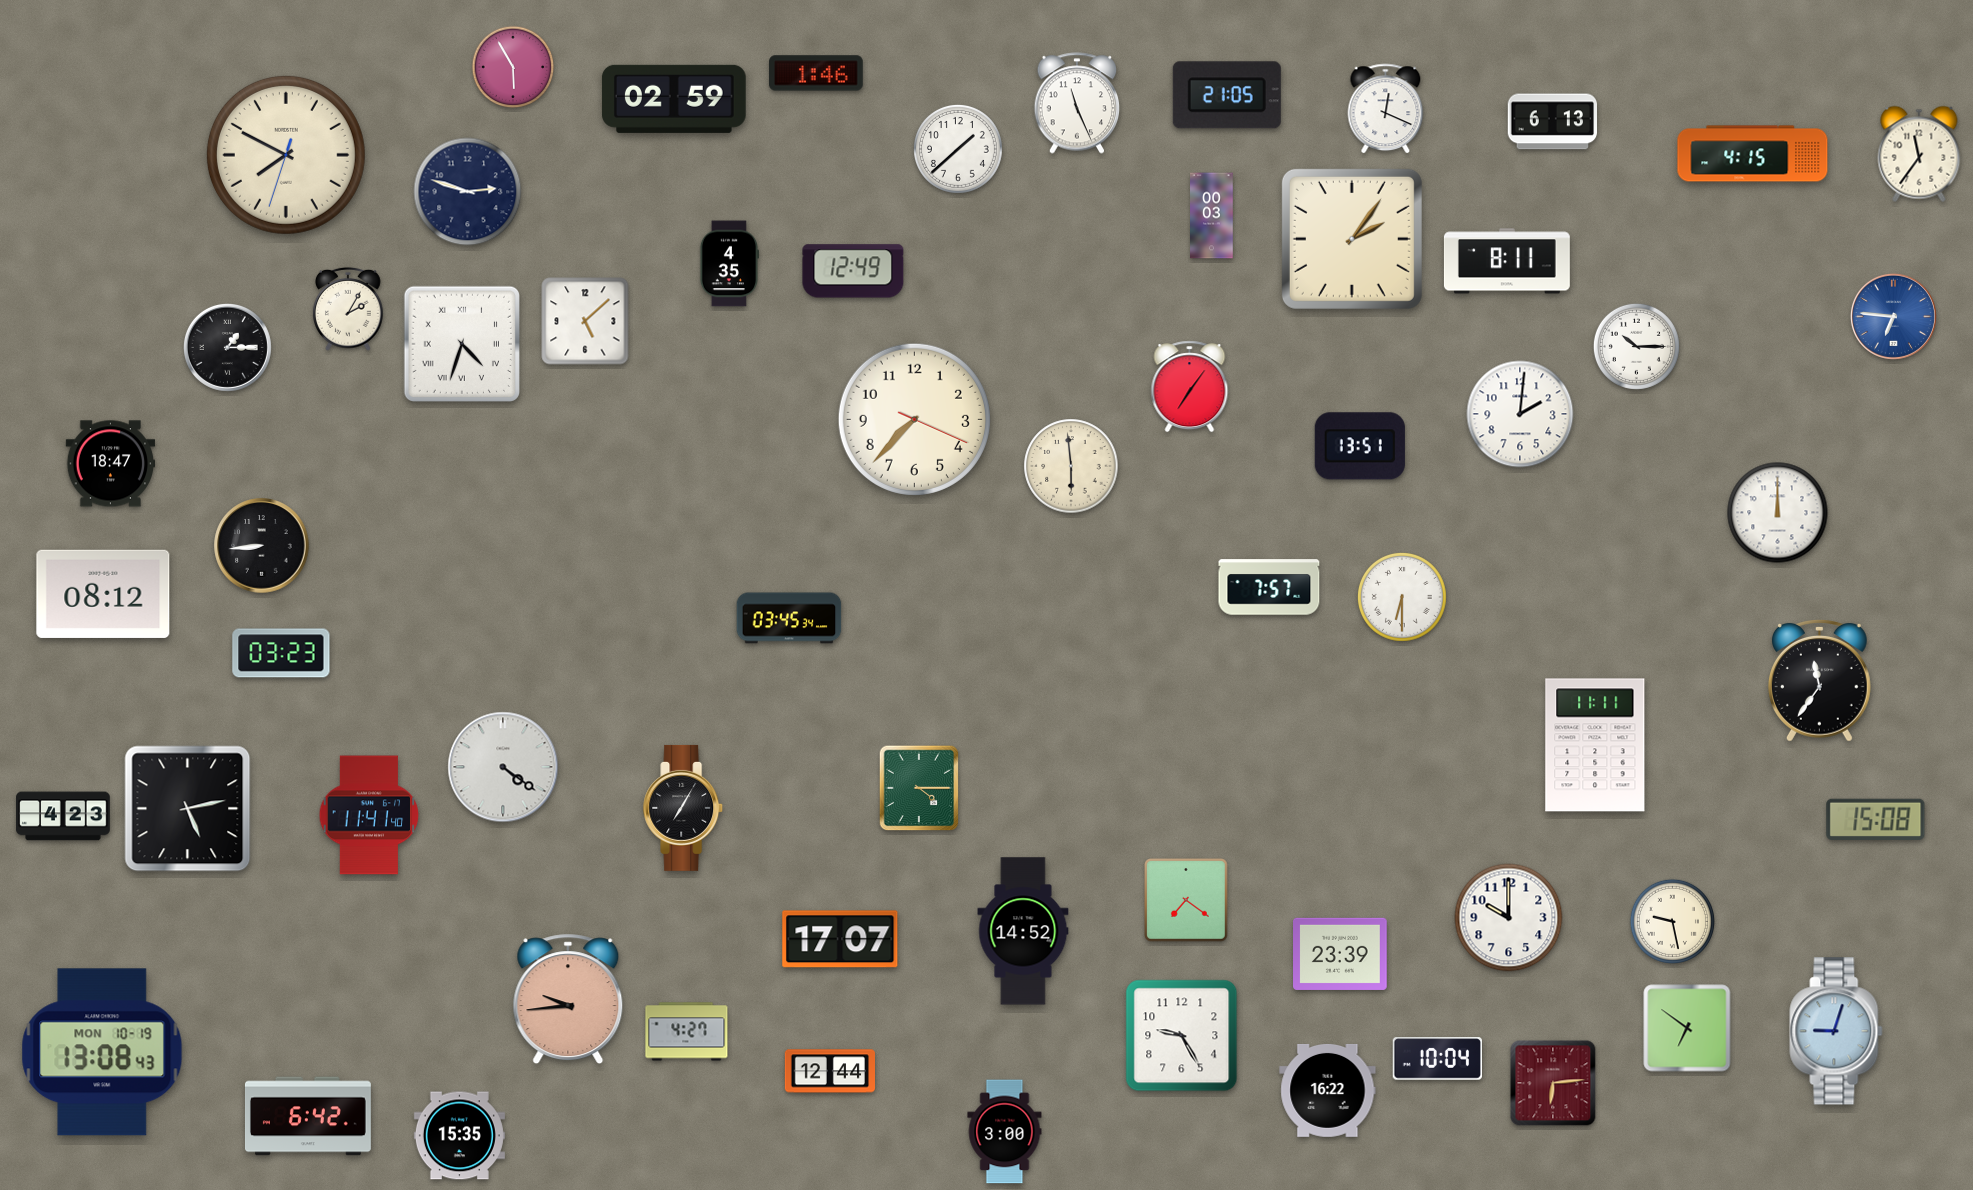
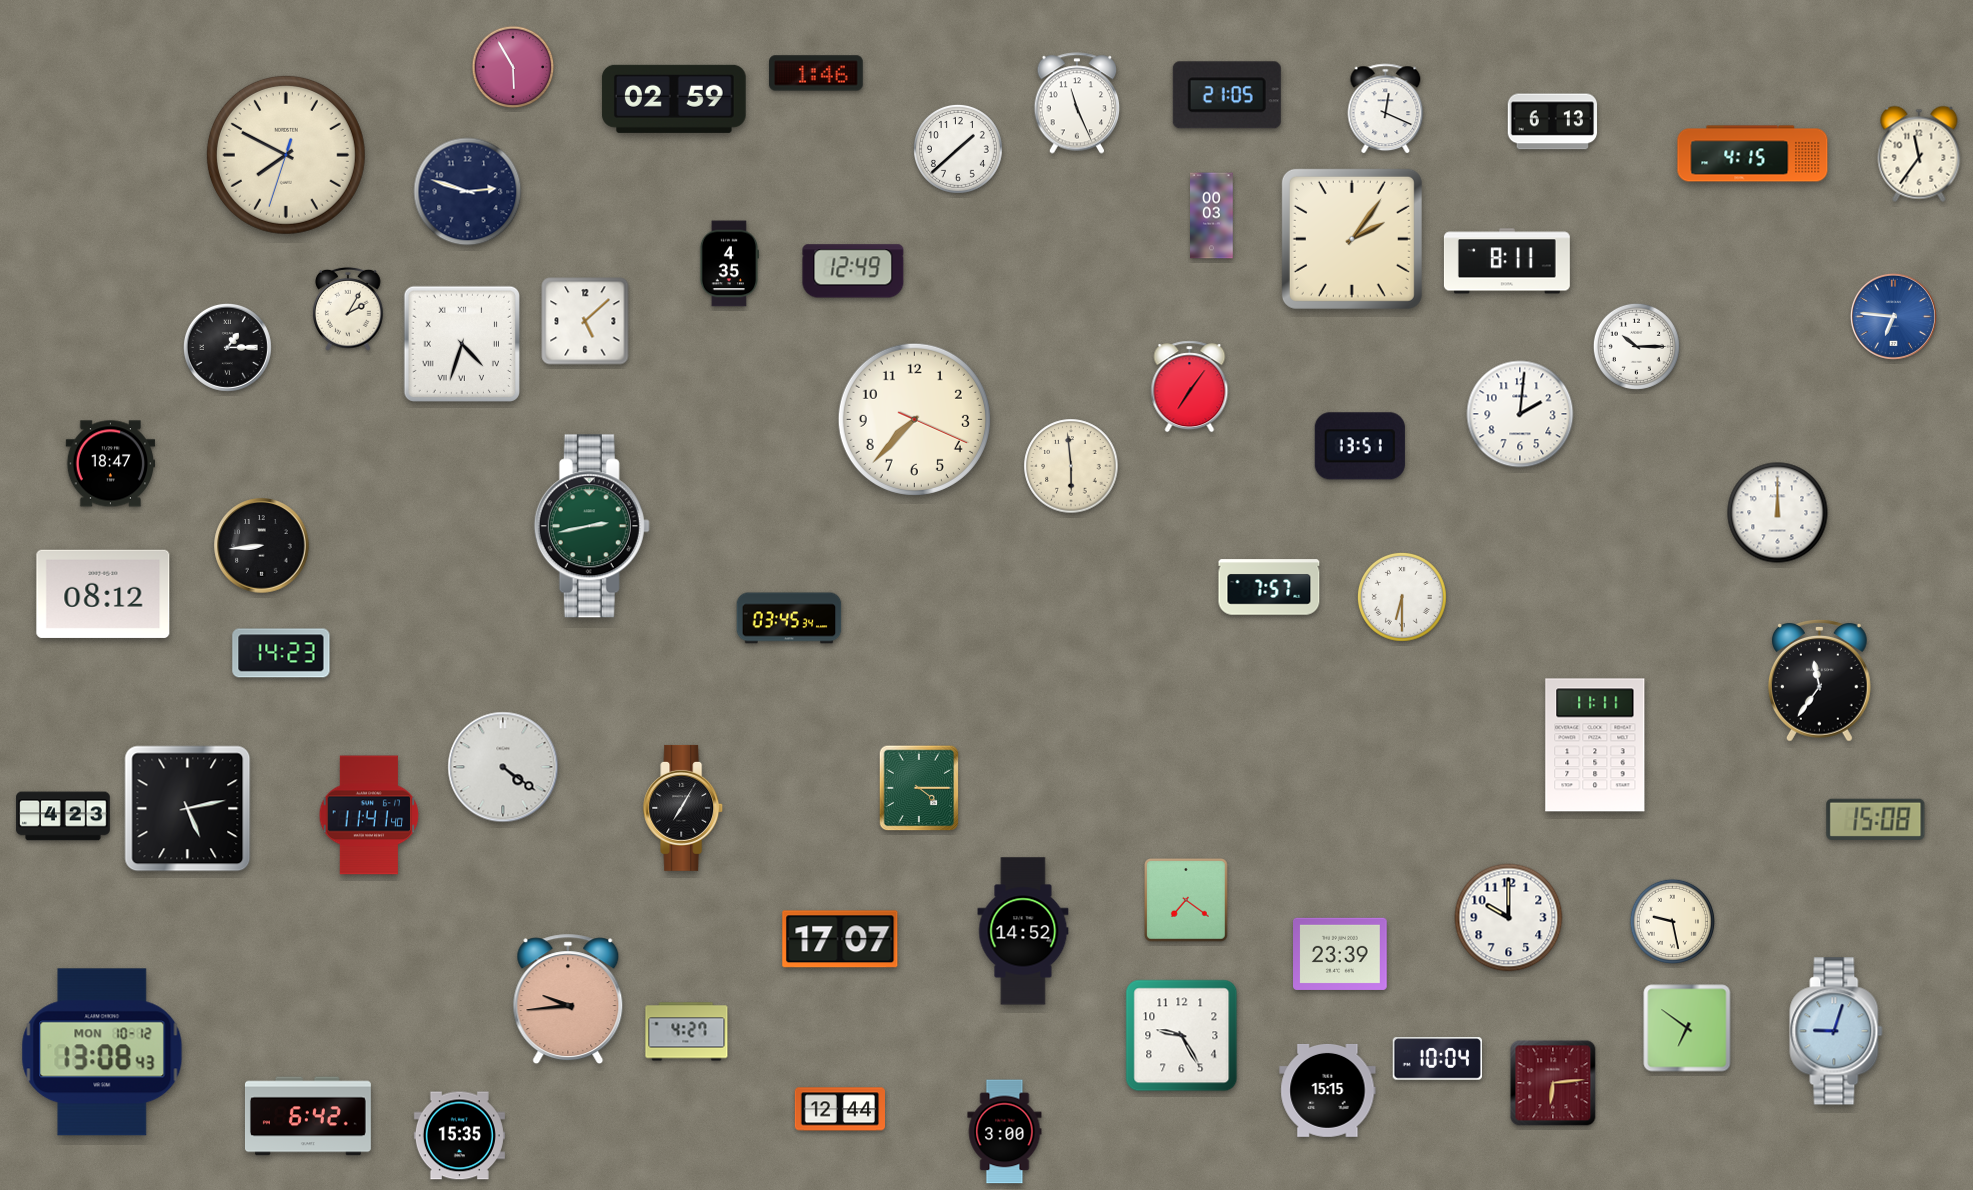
clock at (592, 526): none -> 2:43
clock at (281, 653): 03:23 -> 14:23
clock at (102, 1052) date: MON 10-19 -> MON 10-12
clock at (829, 1071) position: (829, 1071) -> (839, 1109)
clock at (1328, 1090): 16:22 -> 15:15
